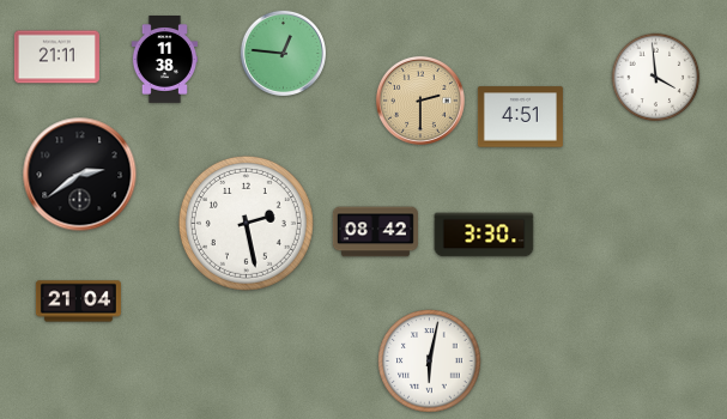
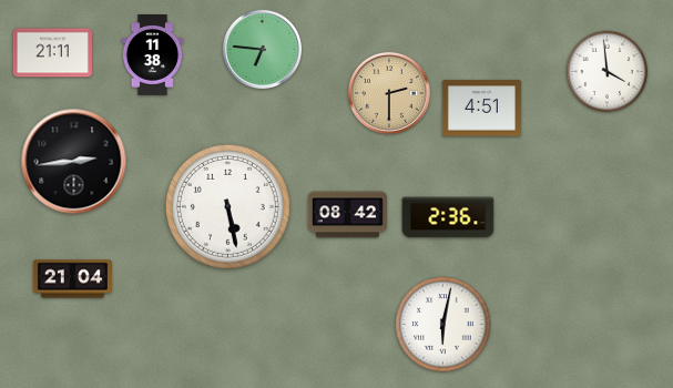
clock at (283, 53): 12:46 -> 6:46
clock at (80, 175): 2:39 -> 2:44
clock at (246, 223): 2:28 -> 5:28
clock at (484, 235): 3:30 -> 2:36
clock at (430, 362) position: (430, 362) -> (443, 325)
